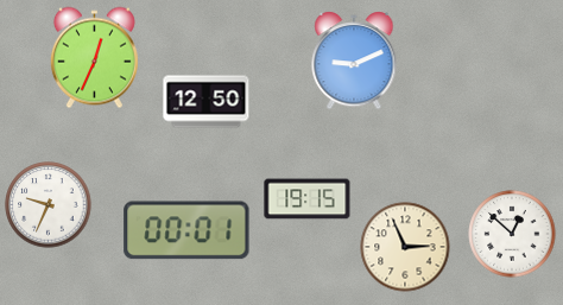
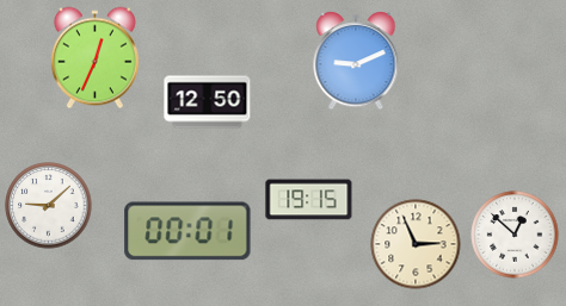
clock at (49, 205): 9:34 -> 9:08
clock at (405, 247) position: (405, 247) -> (416, 244)
